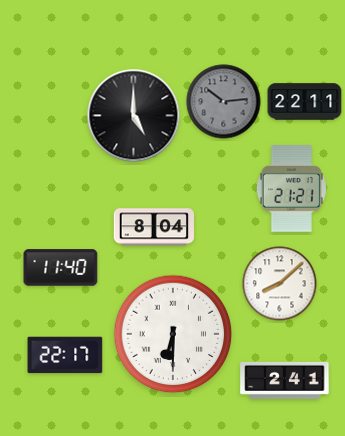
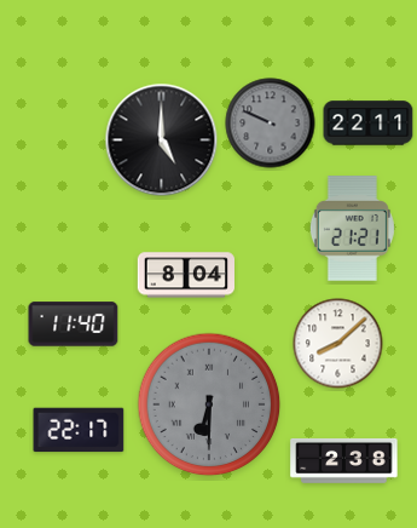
clock at (224, 102): 10:14 -> 9:49
clock at (173, 334) dial: white -> grey
clock at (285, 380): 2:41 -> 2:38
